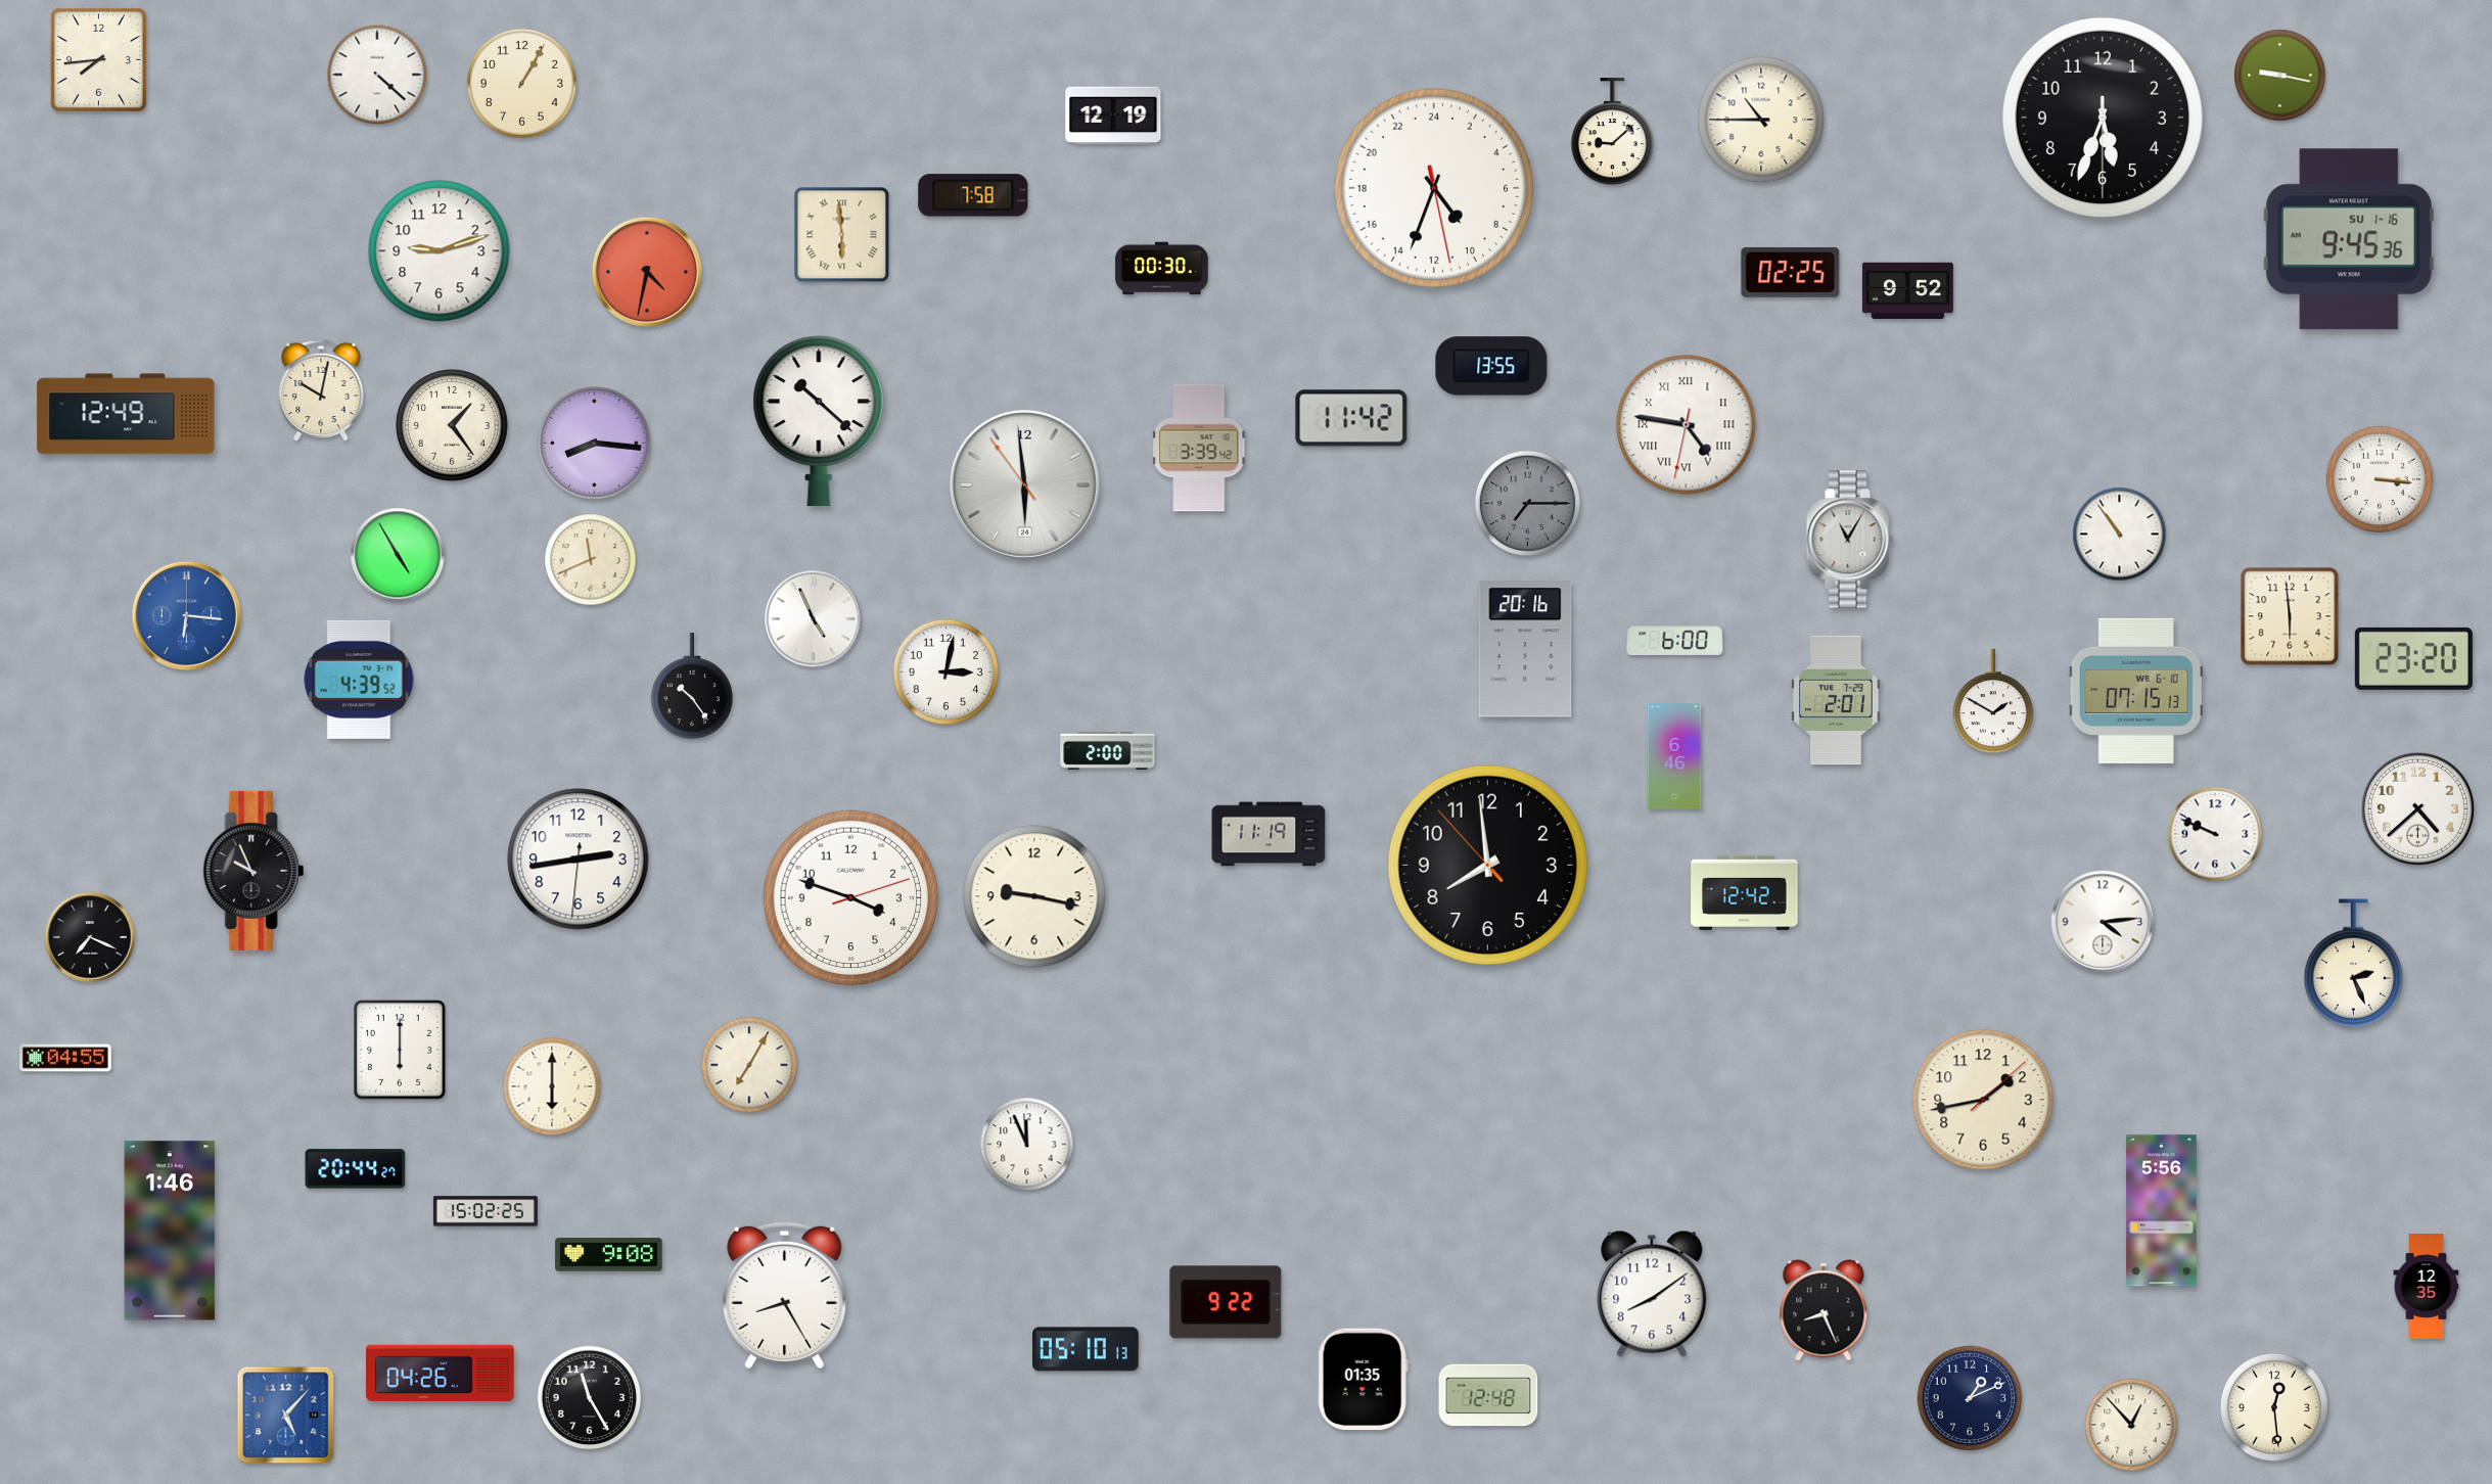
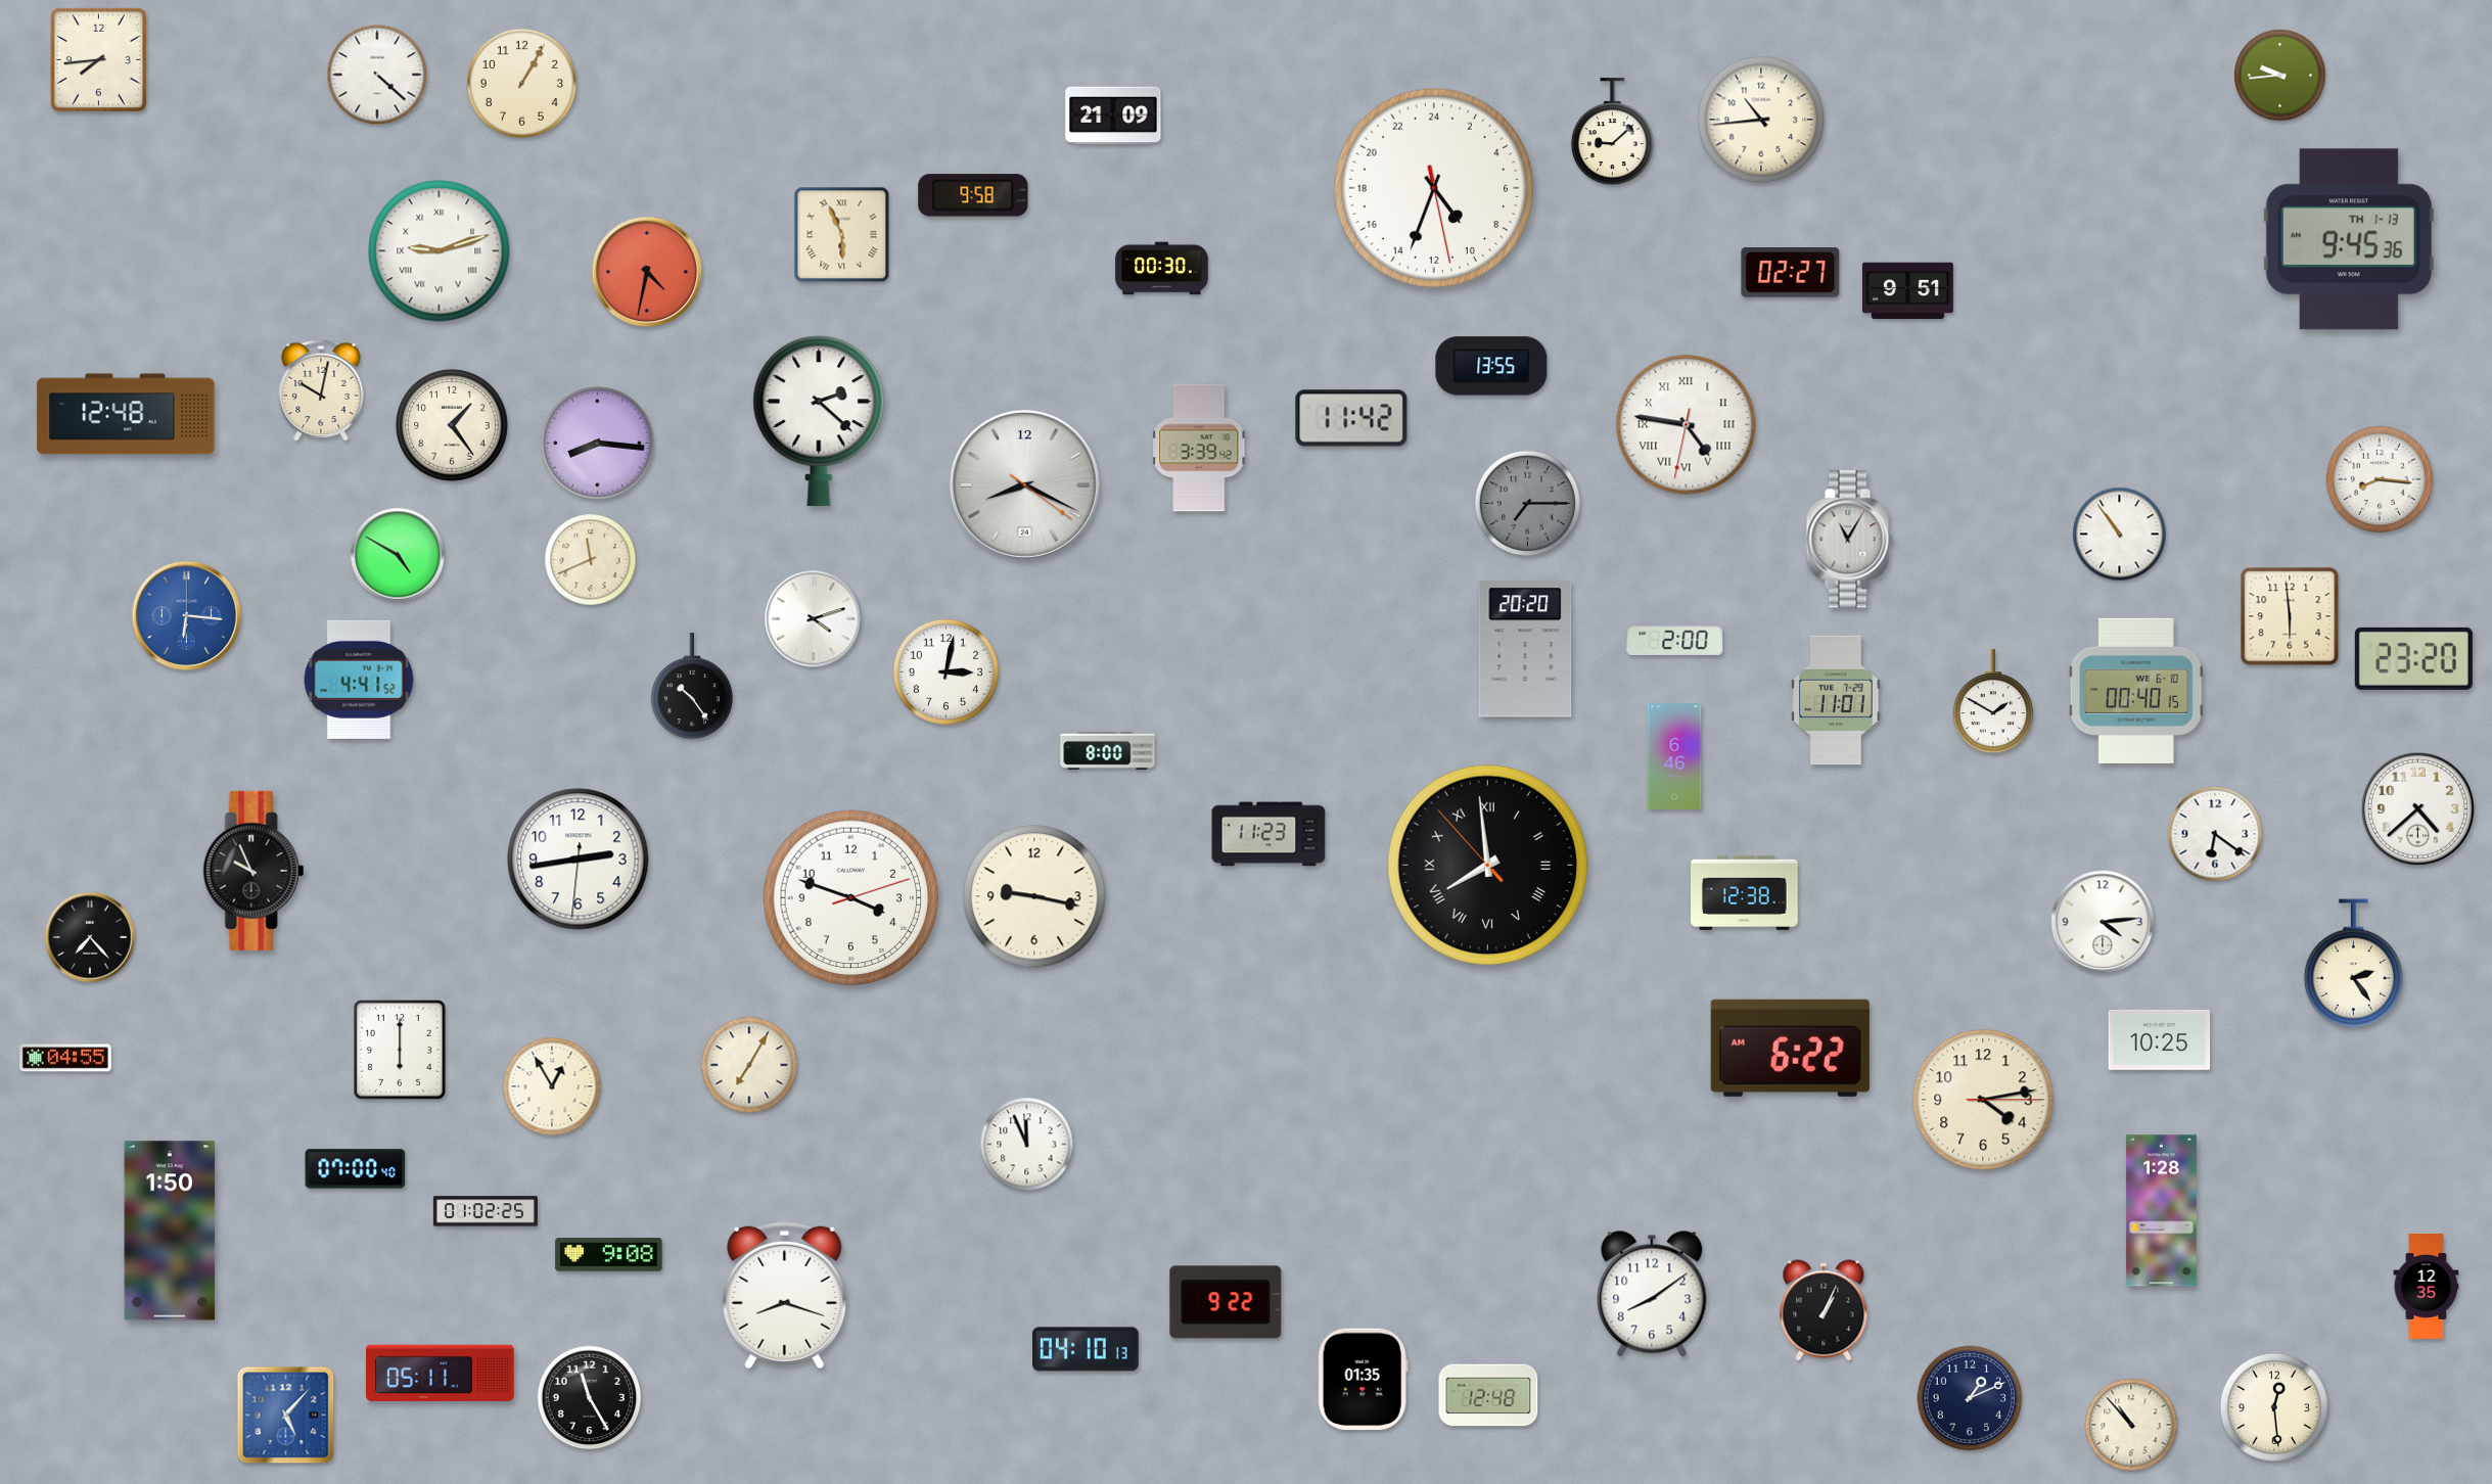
clock at (2280, 76): 9:17 -> 9:44
clock at (1113, 115): 12:19 -> 21:09
clock at (2103, 118): 5:33 -> none
clock at (1761, 120): 10:45 -> 10:44
clock at (973, 195): 7:58 -> 9:58
clock at (842, 235): 5:59 -> 5:56
clock at (2349, 239) date: SU 1-16 -> TH 1-13
clock at (440, 251) numerals: Arabic -> Roman
clock at (1791, 273): 02:25 -> 02:27
clock at (1907, 291): 9:52 -> 9:51
clock at (126, 414): 12:49 -> 12:48
clock at (819, 421): 10:22 -> 2:22
clock at (595, 444) position: (595, 444) -> (598, 444)
clock at (2379, 479): 3:16 -> 8:16
clock at (1024, 484): 5:58 -> 8:19
clock at (398, 555): 4:55 -> 4:50
clock at (814, 619): 4:56 -> 4:12
clock at (1675, 640): 6:00 -> 2:00
clock at (1525, 649): 20:16 -> 20:20
clock at (359, 680): 4:39 -> 4:41
clock at (2136, 691): 07:15 -> 00:40
clock at (1836, 700): 2:01 -> 11:01
clock at (1108, 750): 2:00 -> 8:00
clock at (1268, 834): 11:19 -> 11:23
clock at (2215, 834): 9:49 -> 6:21
clock at (1487, 865) numerals: Arabic -> Roman
clock at (1745, 892): 12:42 -> 12:38
clock at (90, 937): 7:19 -> 7:23
clock at (2353, 964): 2:26 -> 2:24
clock at (2160, 1039): none -> 10:25
clock at (1790, 1048): none -> 6:22
clock at (552, 1086): 6:00 -> 12:55
clock at (1983, 1100): 1:43 -> 4:13
clock at (356, 1169): 20:44 -> 07:00
clock at (486, 1211): 15:02 -> 01:02
clock at (2161, 1211): 5:56 -> 1:28
clock at (170, 1231): 1:46 -> 1:50
clock at (785, 1296): 8:25 -> 8:18
clock at (1824, 1310): 8:26 -> 1:04
clock at (1087, 1349): 05:10 -> 04:10
clock at (441, 1373): 04:26 -> 05:11
clock at (2131, 1425): 12:53 -> 10:53
